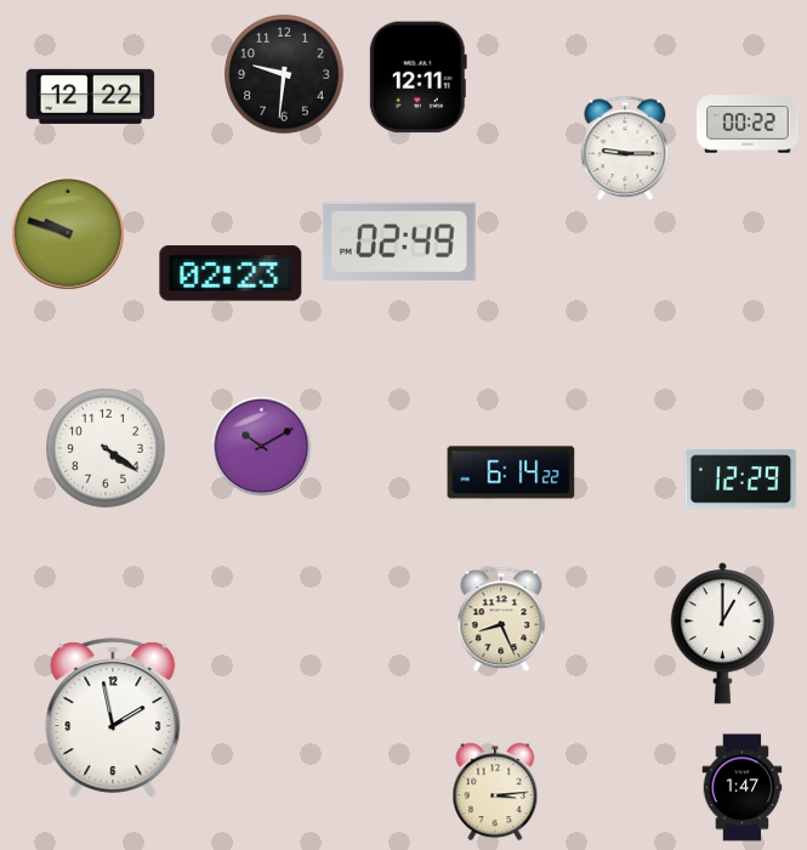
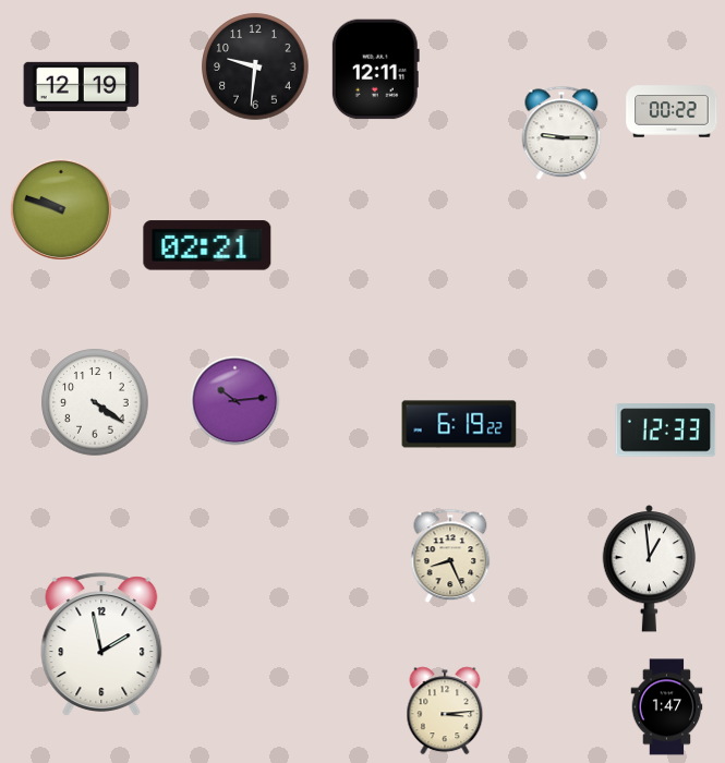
clock at (91, 96): 12:22 -> 12:19
clock at (399, 242): 02:49 -> none
clock at (231, 273): 02:23 -> 02:21
clock at (262, 447): 10:10 -> 10:14
clock at (511, 472): 6:14 -> 6:19
clock at (741, 480): 12:29 -> 12:33
clock at (723, 634): 1:00 -> 12:59
